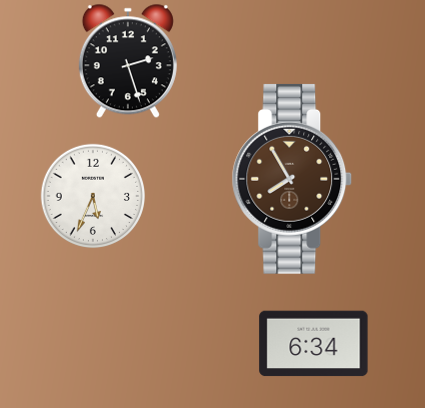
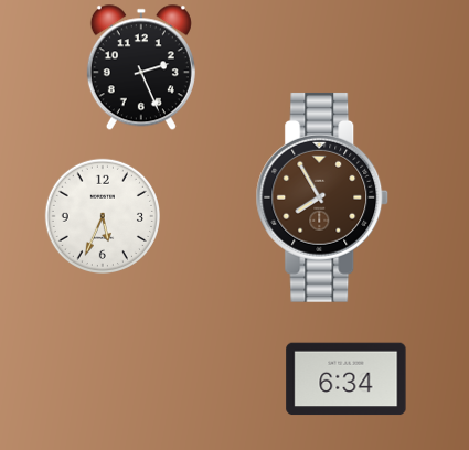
clock at (128, 61): 2:27 -> 2:26
